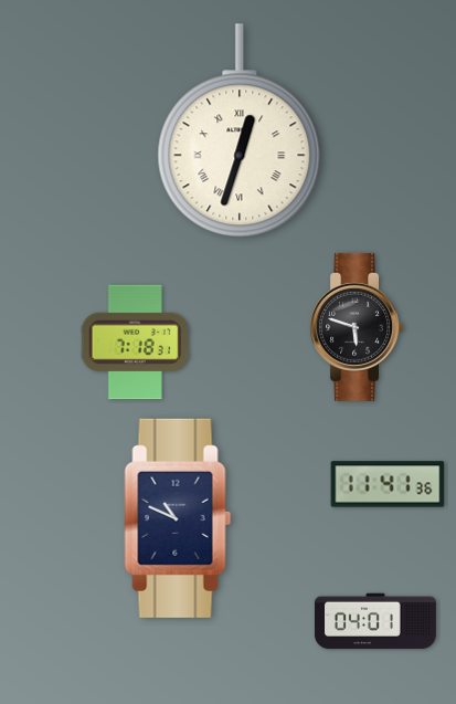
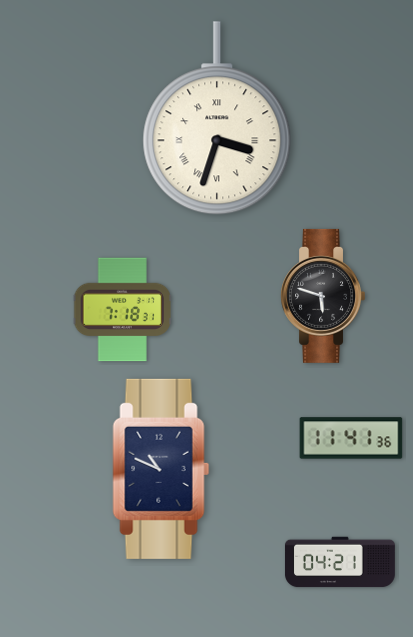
clock at (240, 130): 12:33 -> 3:33
clock at (375, 621): 04:01 -> 04:21
